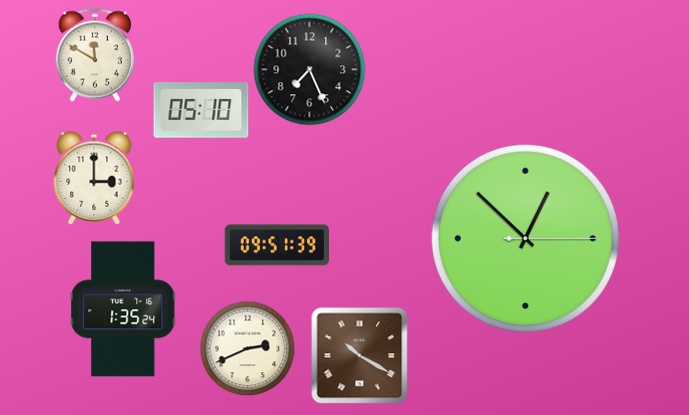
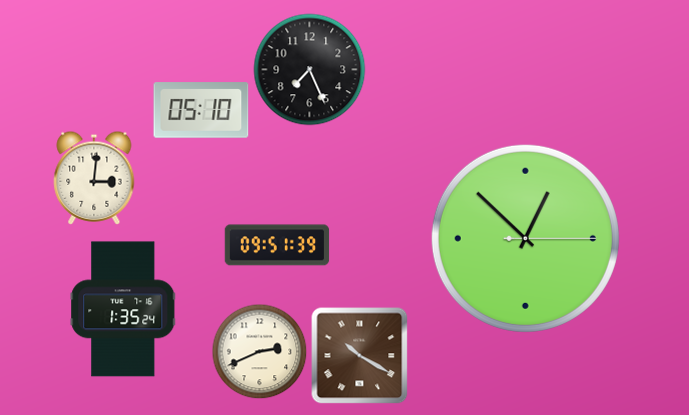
clock at (95, 55): 11:50 -> none
clock at (94, 178): 3:00 -> 3:01
clock at (247, 348) position: (247, 348) -> (259, 351)
